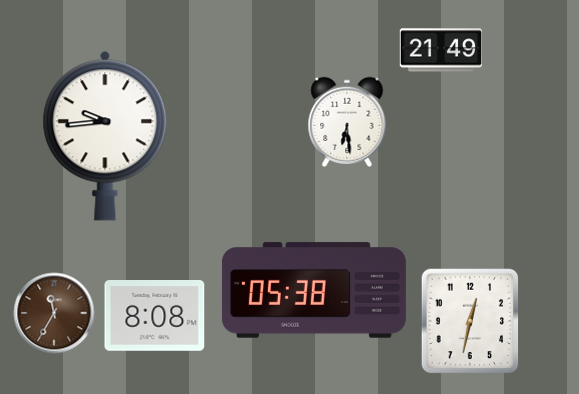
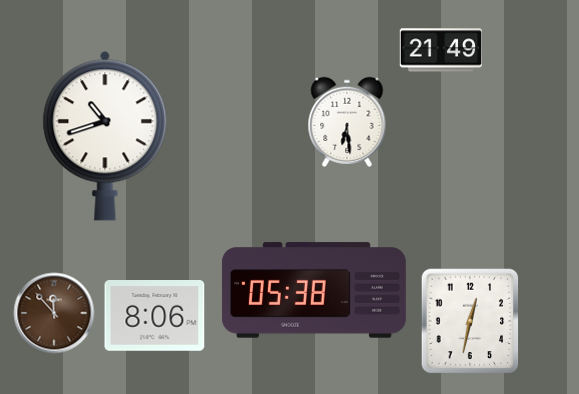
clock at (105, 136): 9:44 -> 10:42
clock at (54, 313): 11:35 -> 11:53
clock at (155, 316): 8:08 -> 8:06
